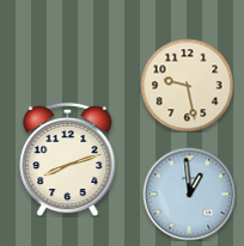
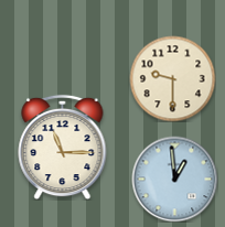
clock at (187, 85): 9:28 -> 9:30
clock at (68, 159): 8:12 -> 11:15
